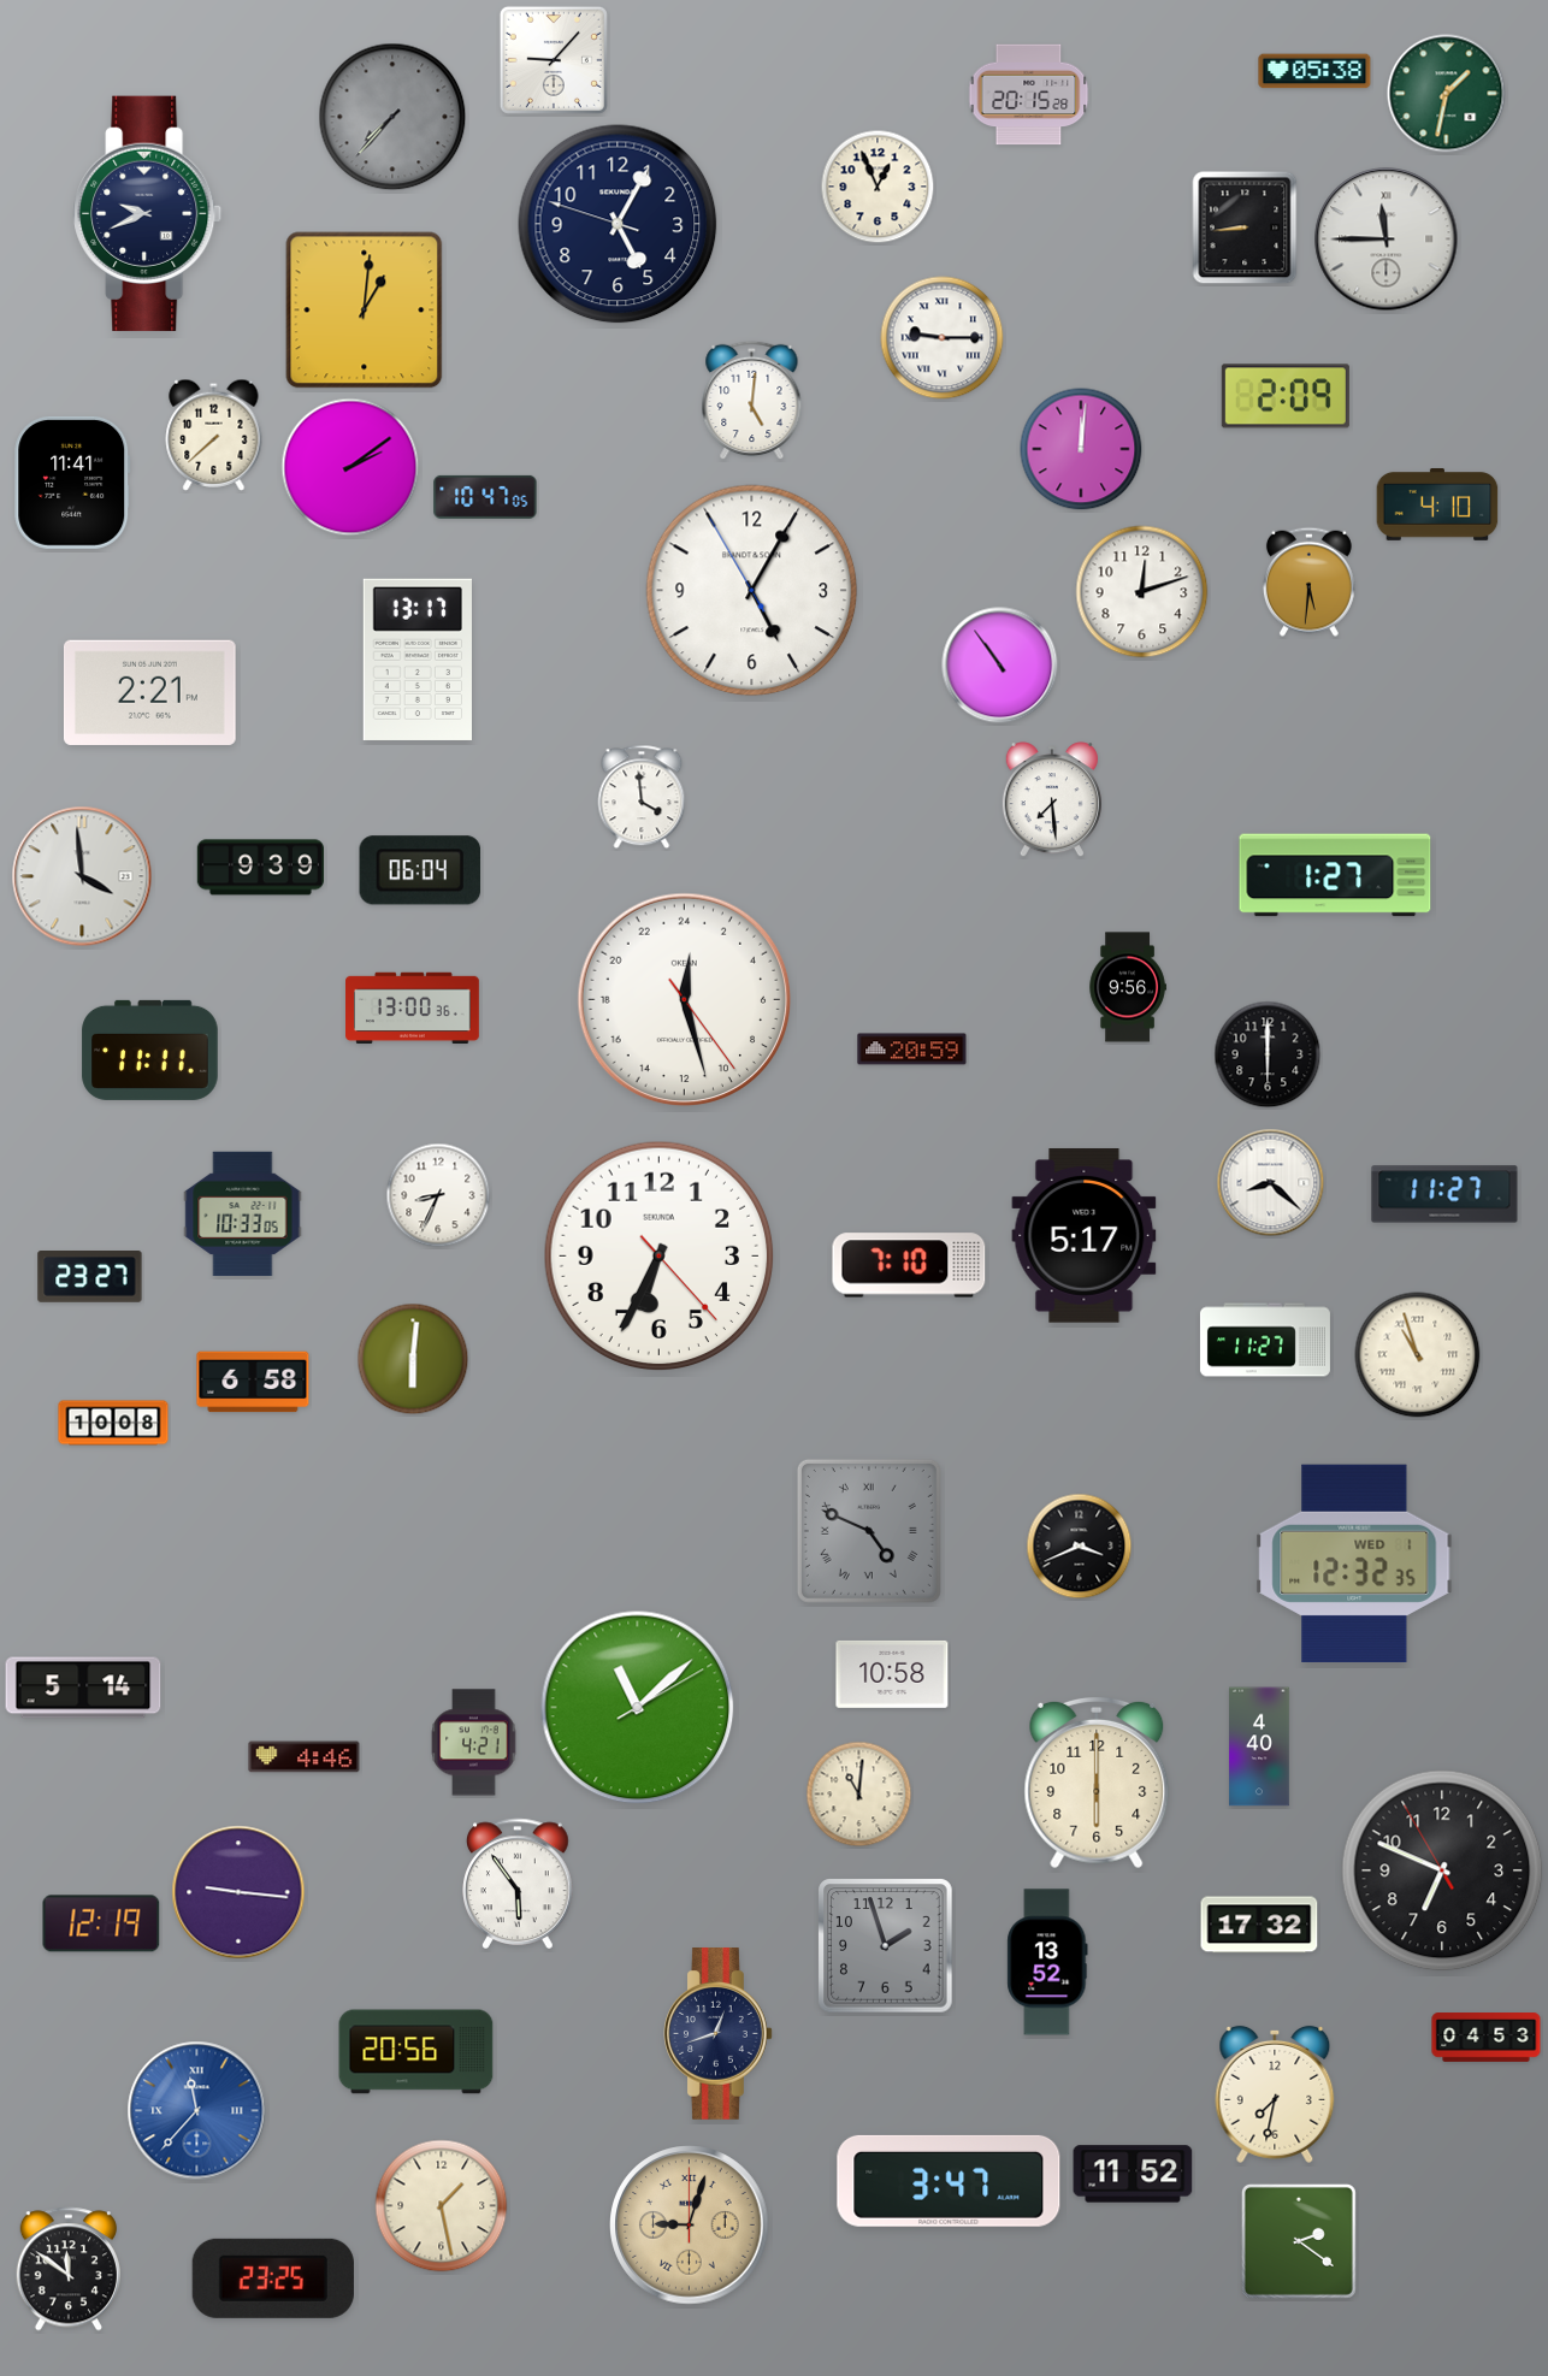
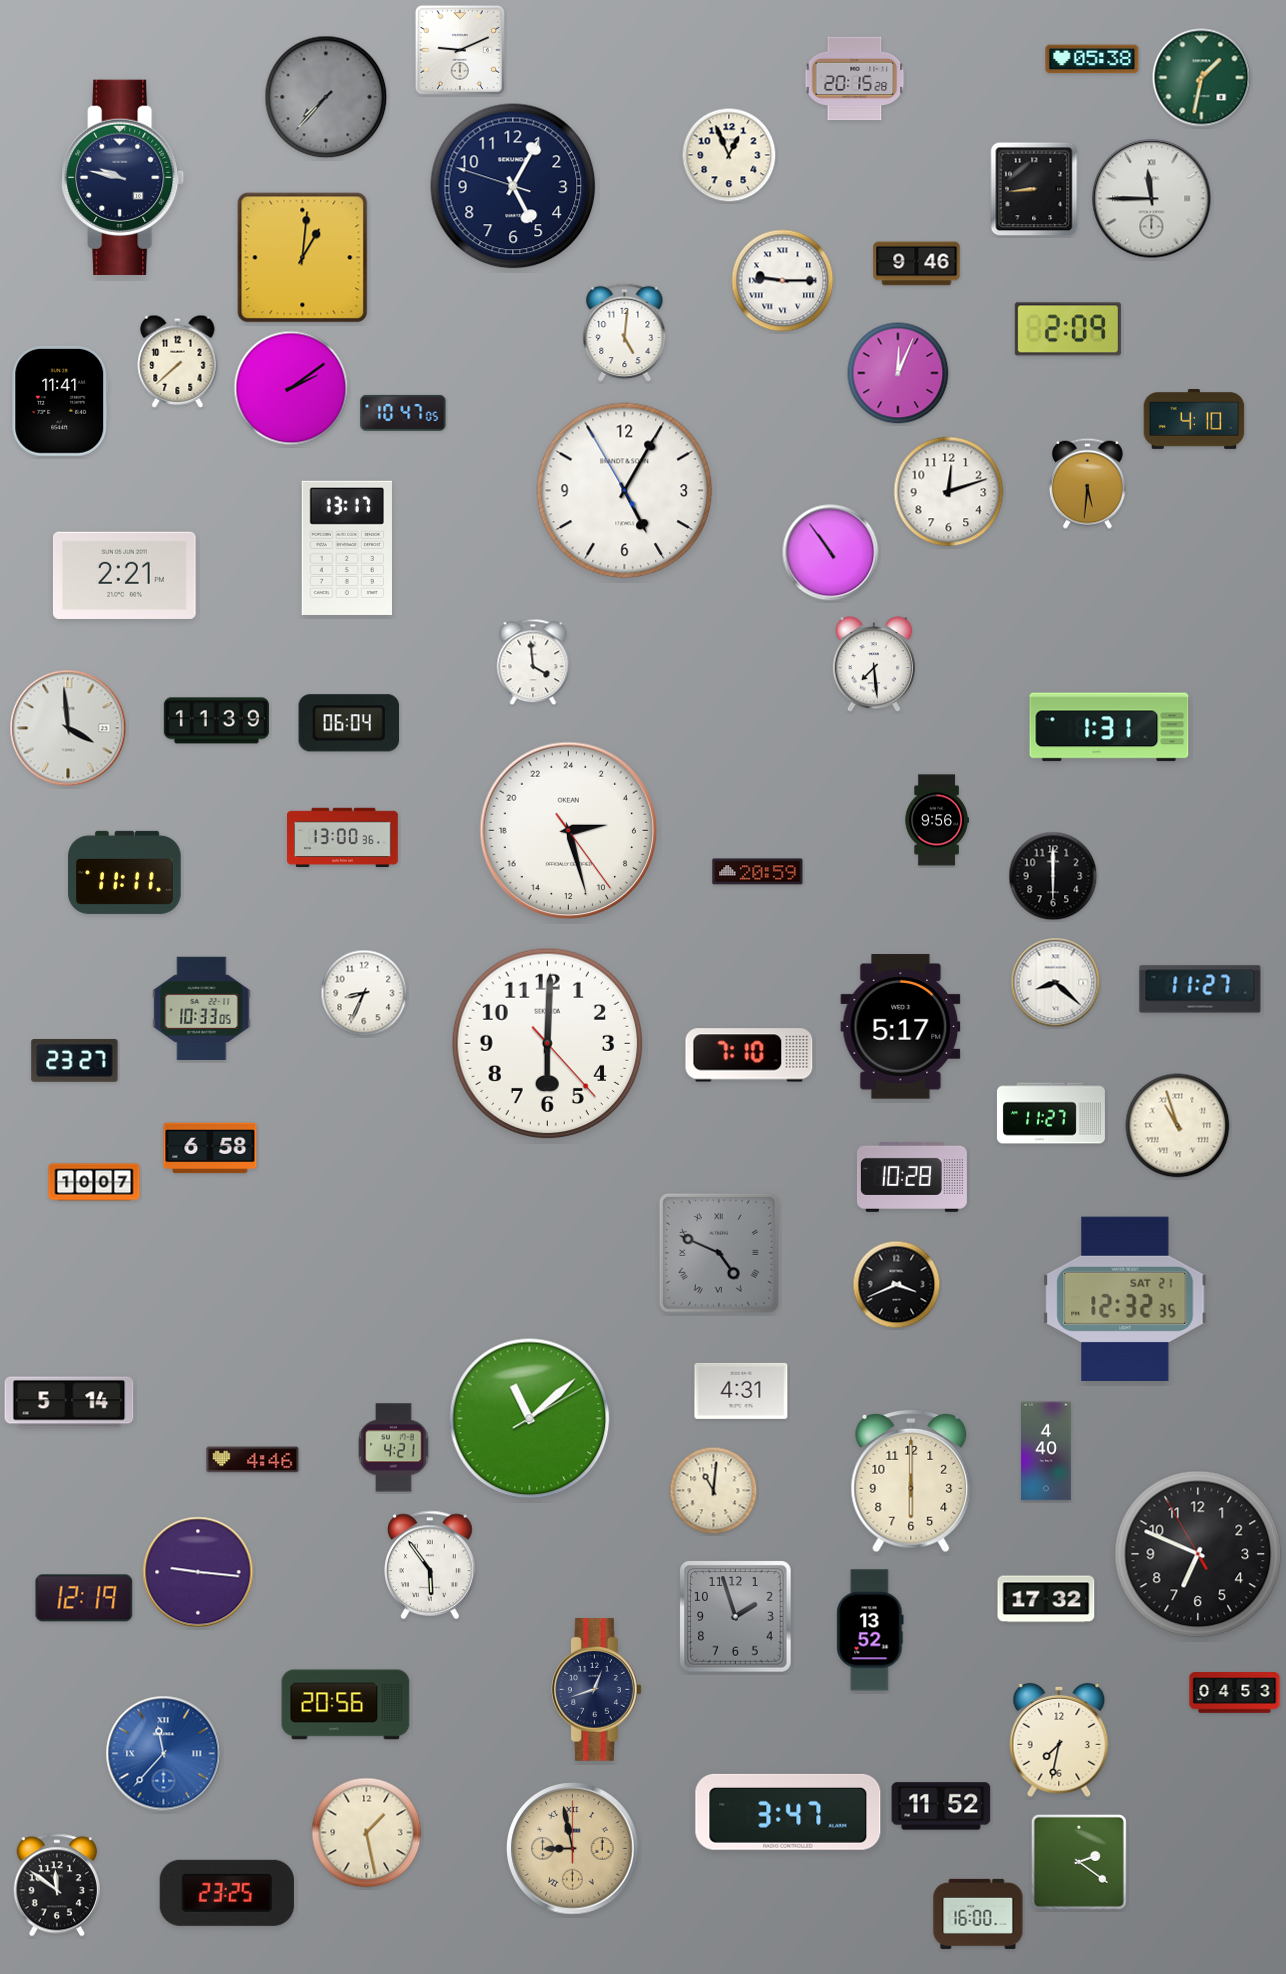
clock at (554, 60): 9:07 -> 9:11
clock at (148, 213): 9:41 -> 9:47
clock at (917, 264): none -> 9:46
clock at (1081, 449): 12:01 -> 12:04
clock at (260, 868): 9:39 -> 11:39
clock at (1335, 875): 1:27 -> 1:31
clock at (685, 1000): 0:27 -> 5:27
clock at (1444, 1194) position: (1444, 1194) -> (1200, 989)
clock at (660, 1257): 6:34 -> 6:00
clock at (909, 1265) position: (909, 1265) -> (749, 1055)
clock at (413, 1359): 6:01 -> none
clock at (912, 1177): none -> 10:28
clock at (113, 1423): 10:08 -> 10:07
clock at (869, 1531) position: (869, 1531) -> (719, 1253)
clock at (1354, 1562) date: WED 1 -> SAT 21
clock at (892, 1674): 10:58 -> 4:31
clock at (690, 2226): 9:03 -> 8:58
clock at (978, 1914): none -> 16:00
